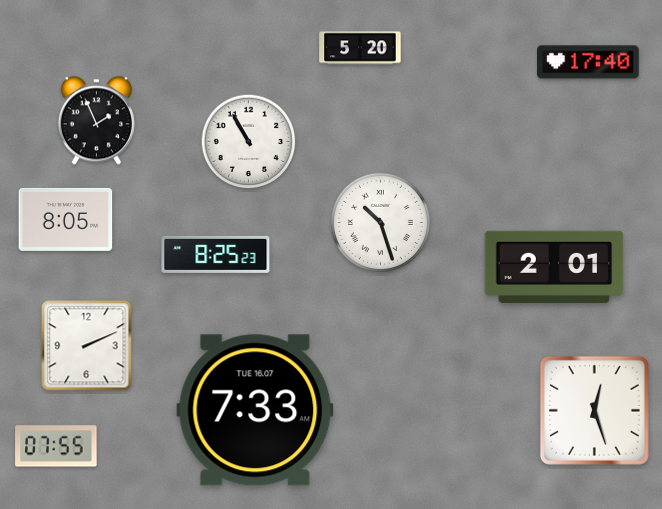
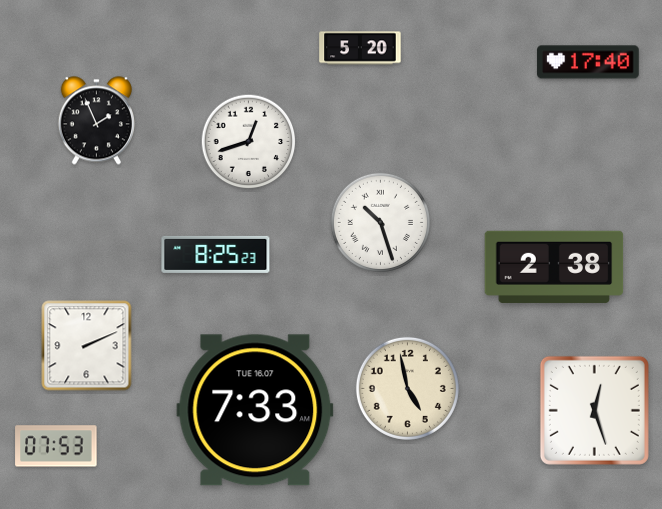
clock at (249, 142): 10:55 -> 12:42
clock at (66, 219): 8:05 -> none
clock at (554, 267): 2:01 -> 2:38
clock at (407, 388): none -> 4:58
clock at (56, 446): 07:55 -> 07:53
